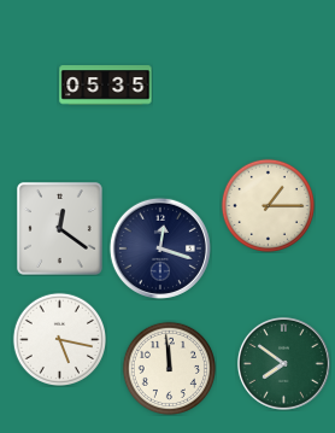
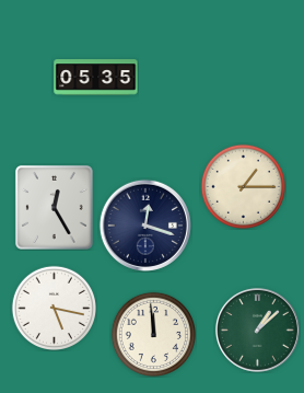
clock at (59, 228): 12:21 -> 12:25
clock at (283, 363): 7:51 -> 1:08
